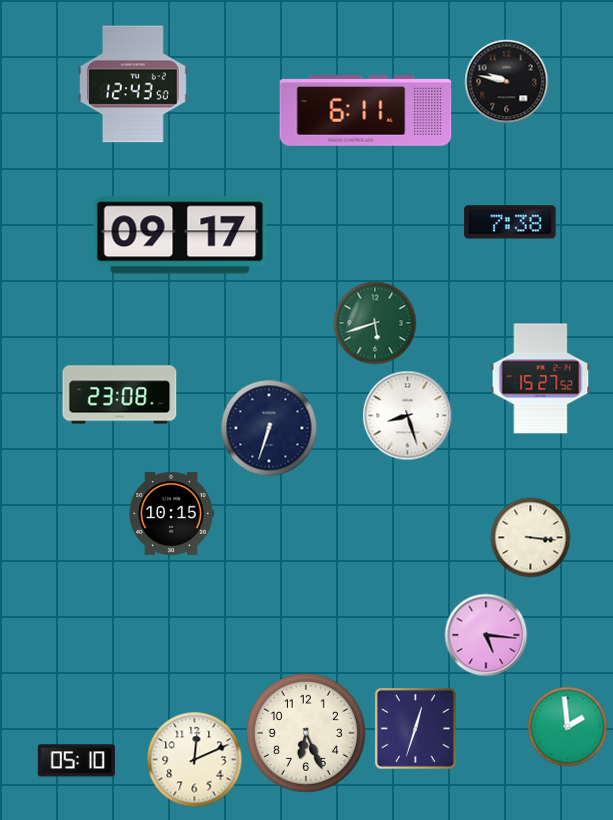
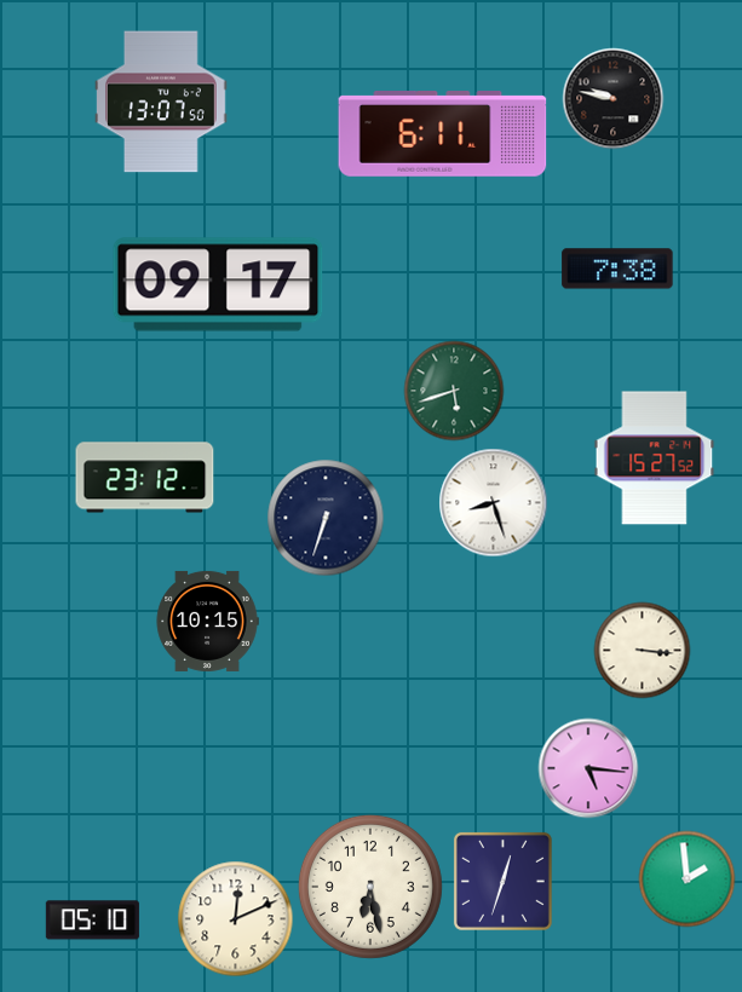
clock at (134, 84): 12:43 -> 13:07
clock at (120, 395): 23:08 -> 23:12
clock at (306, 733): 6:26 -> 6:28
